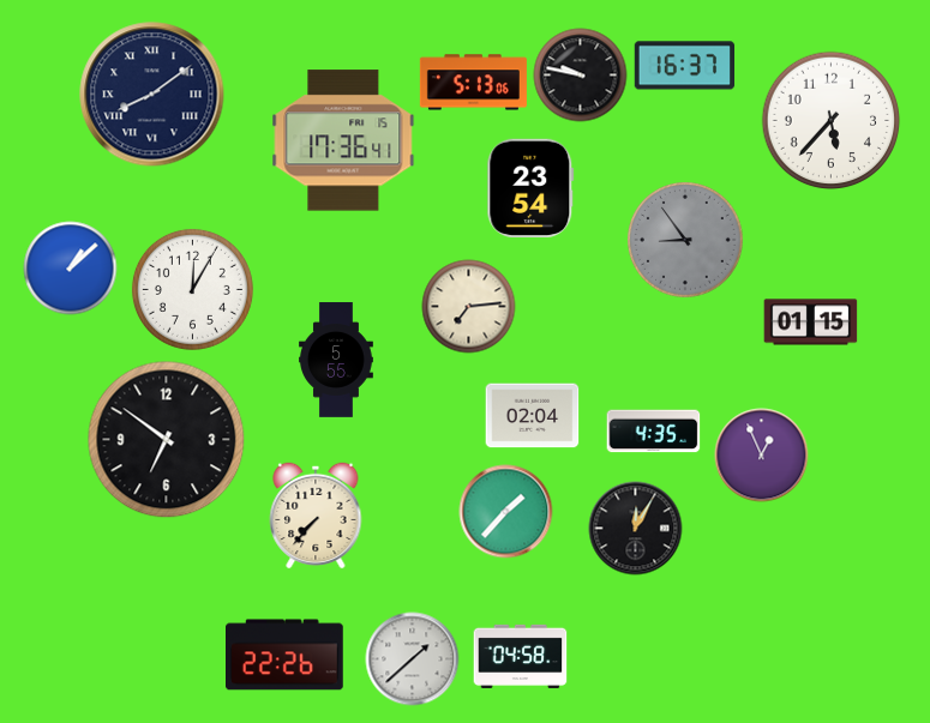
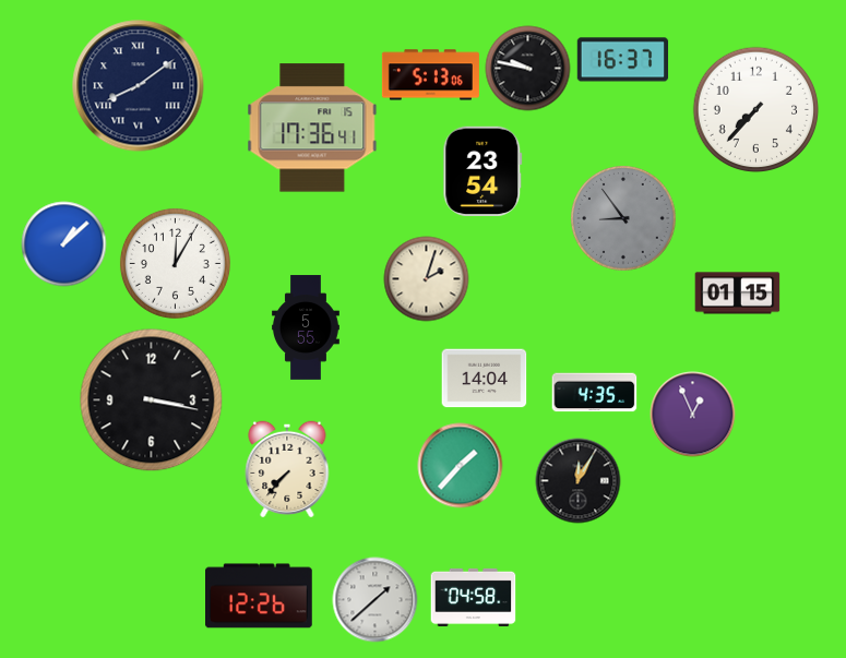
clock at (830, 120): 5:37 -> 7:37
clock at (468, 306): 7:14 -> 2:03
clock at (532, 416): 02:04 -> 14:04
clock at (167, 440): 6:51 -> 3:17
clock at (286, 655): 22:26 -> 12:26
